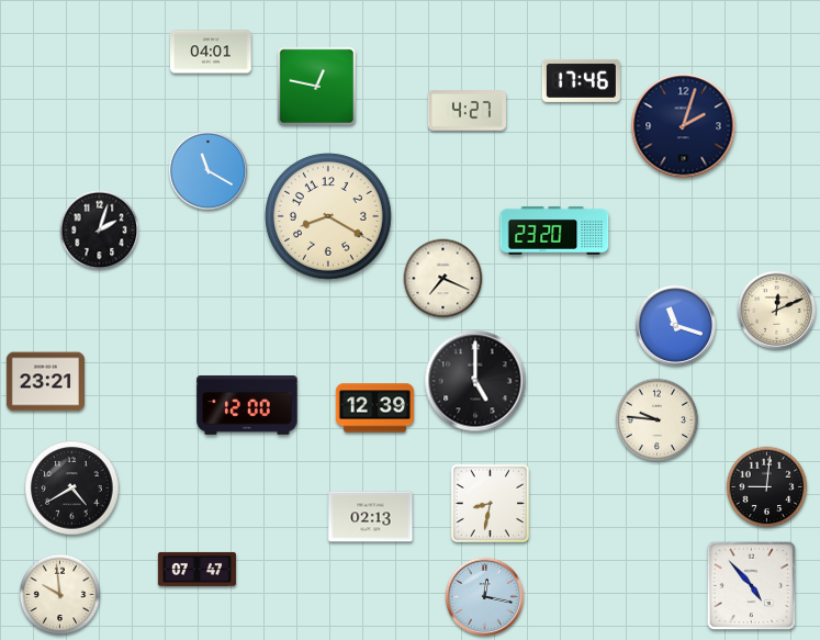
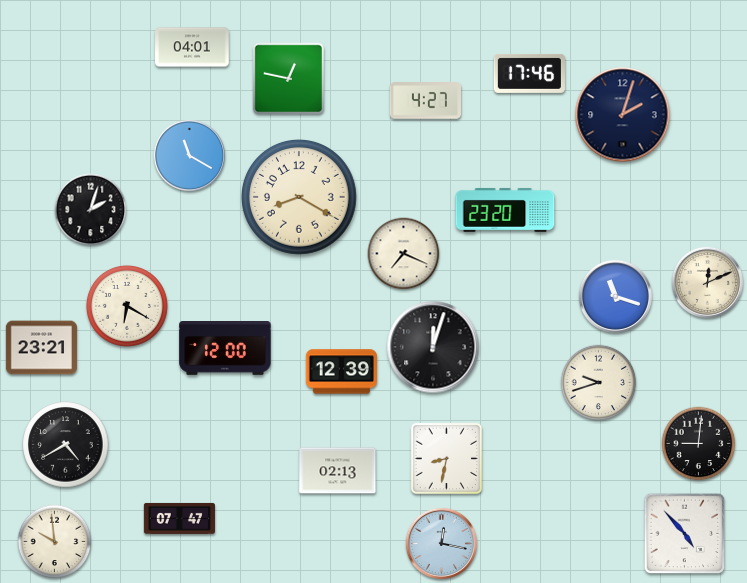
clock at (127, 306): none -> 6:20
clock at (475, 381): 5:00 -> 12:03
clock at (247, 405) position: (247, 405) -> (225, 348)
clock at (658, 420): 9:46 -> 9:42
